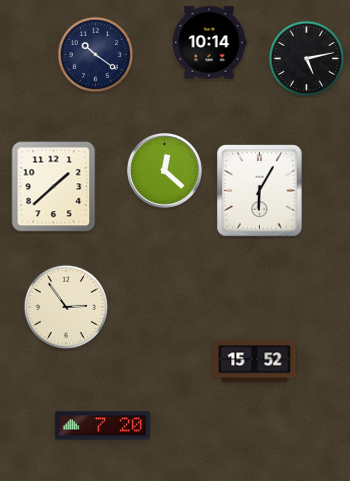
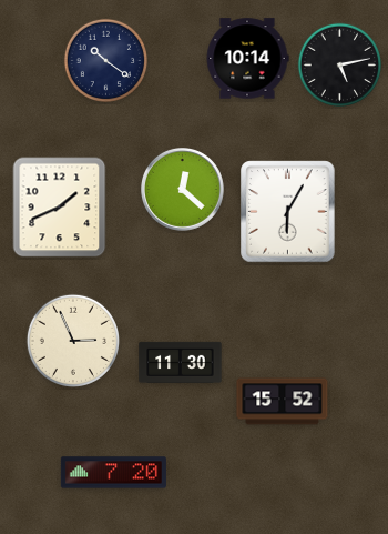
clock at (209, 43) position: (209, 43) -> (247, 59)
clock at (54, 187): 1:38 -> 1:41
clock at (66, 307): 2:54 -> 2:56
clock at (181, 362): none -> 11:30
